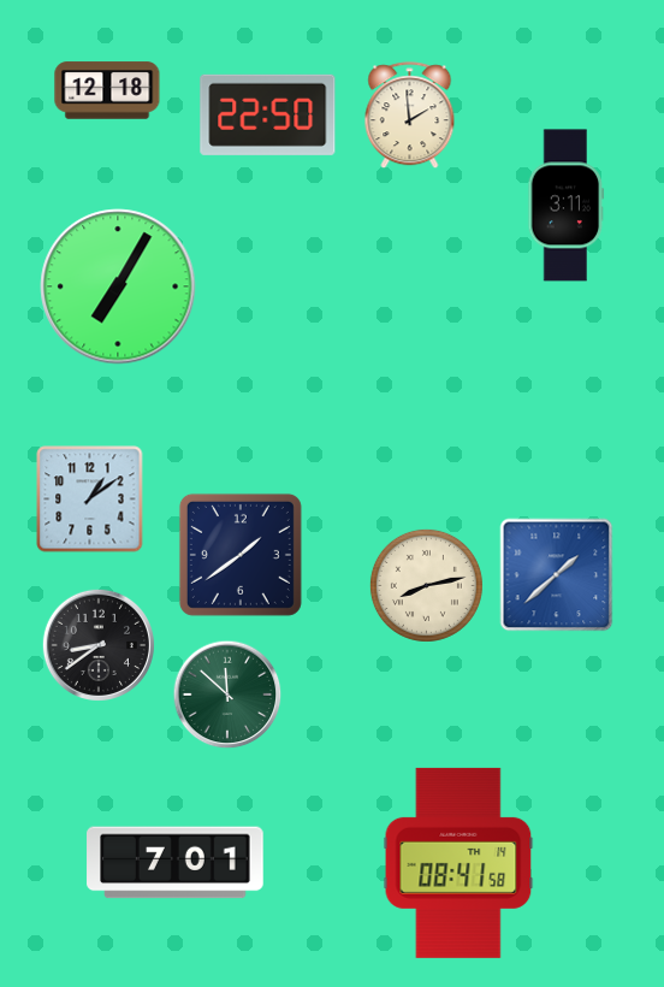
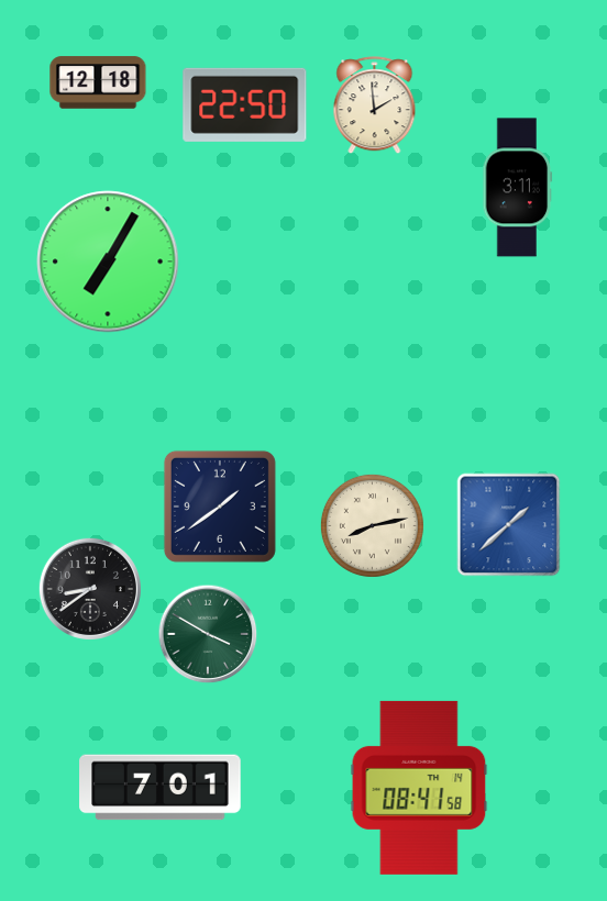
clock at (90, 500): 1:09 -> none
clock at (426, 585) position: (426, 585) -> (372, 525)
clock at (227, 695): 11:52 -> 3:50
